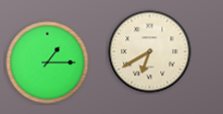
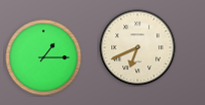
clock at (150, 52): 6:40 -> 6:41
